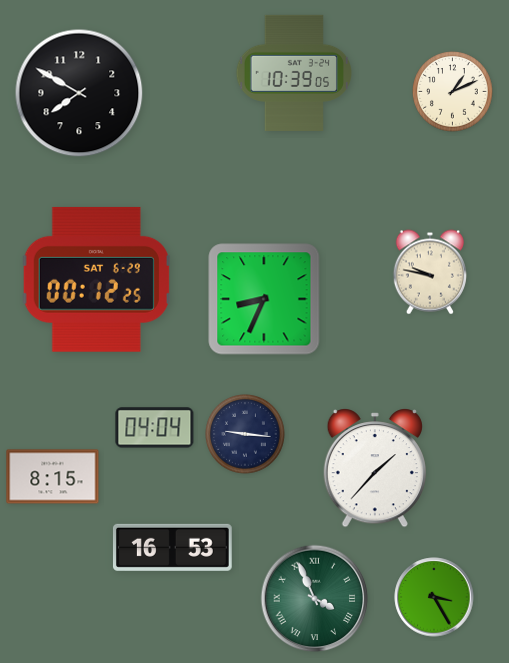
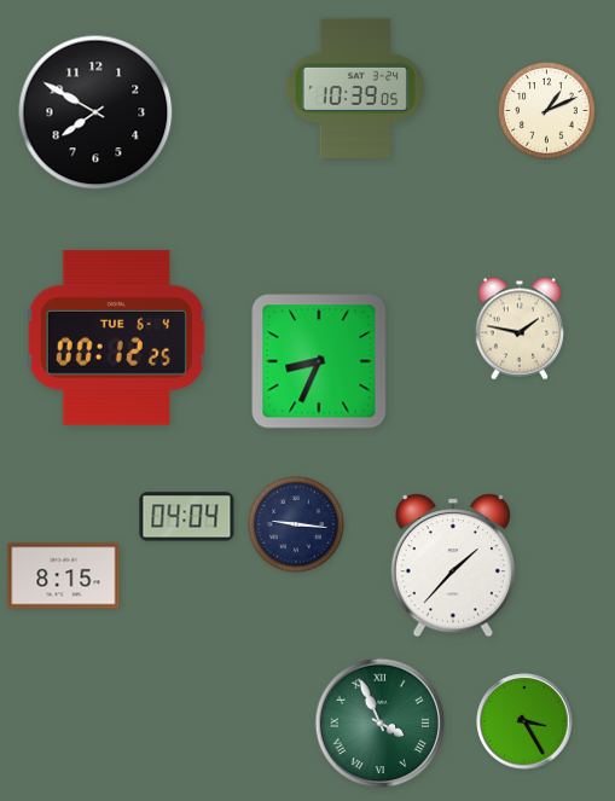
clock at (429, 272): 9:47 -> 1:47
clock at (96, 279) date: SAT 6-29 -> TUE 6-4
clock at (172, 547): 16:53 -> none
